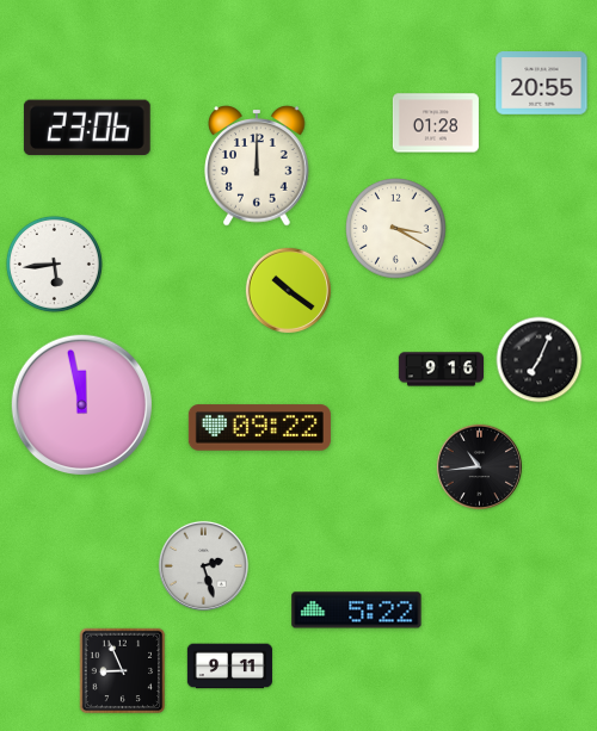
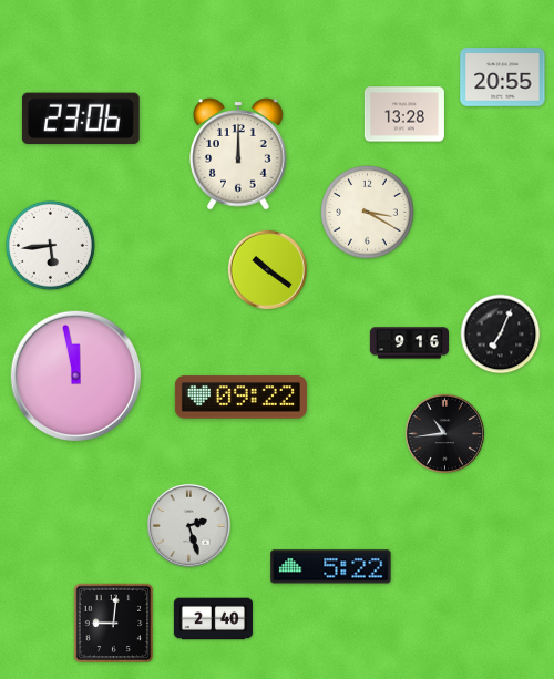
clock at (436, 123): 01:28 -> 13:28
clock at (229, 667): 9:11 -> 2:40
clock at (123, 671): 8:56 -> 9:01
